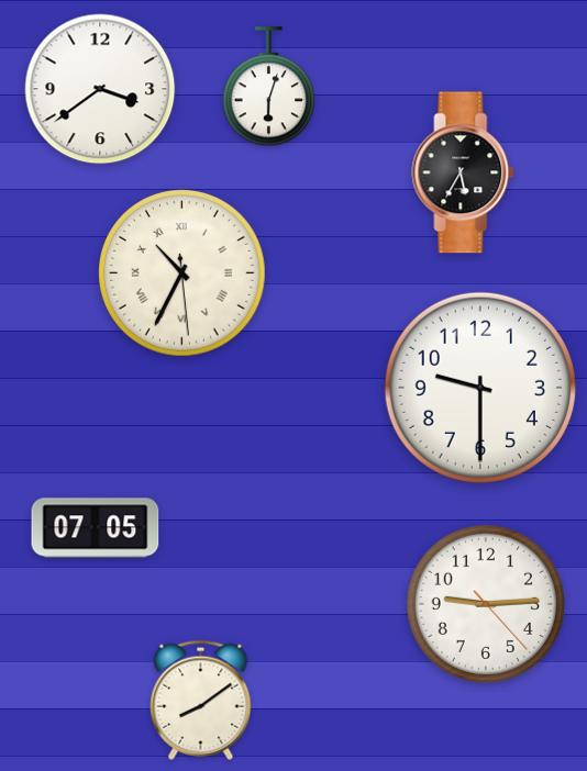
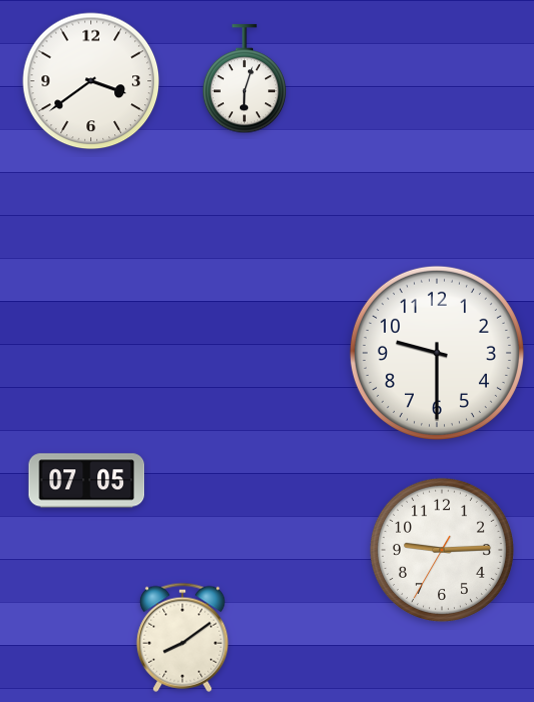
clock at (463, 172): 5:35 -> none
clock at (182, 273): 10:34 -> none
clock at (486, 604): 9:14:23 -> 9:14:35
